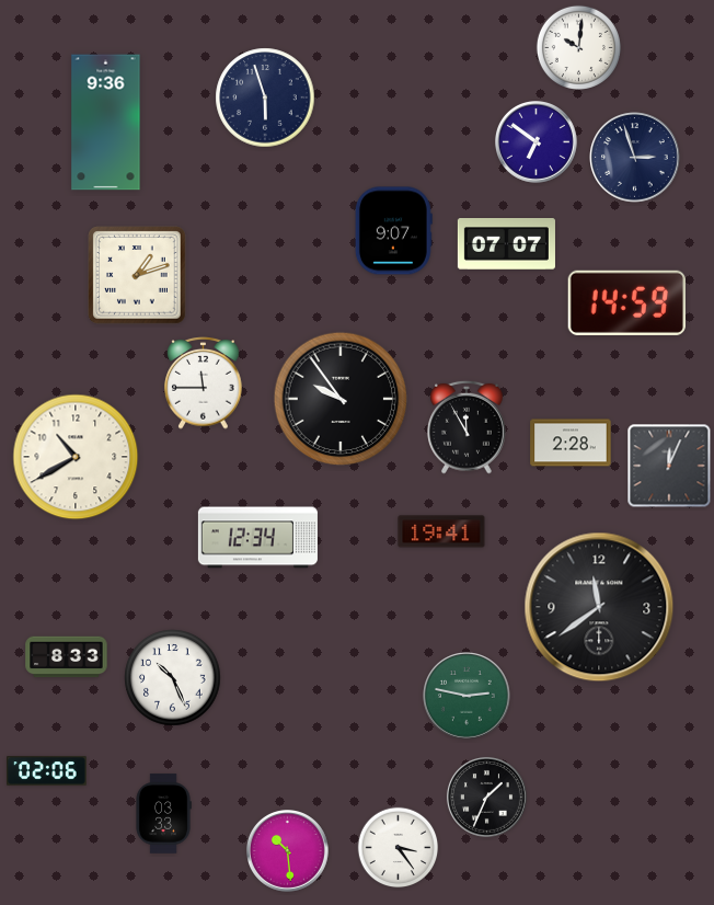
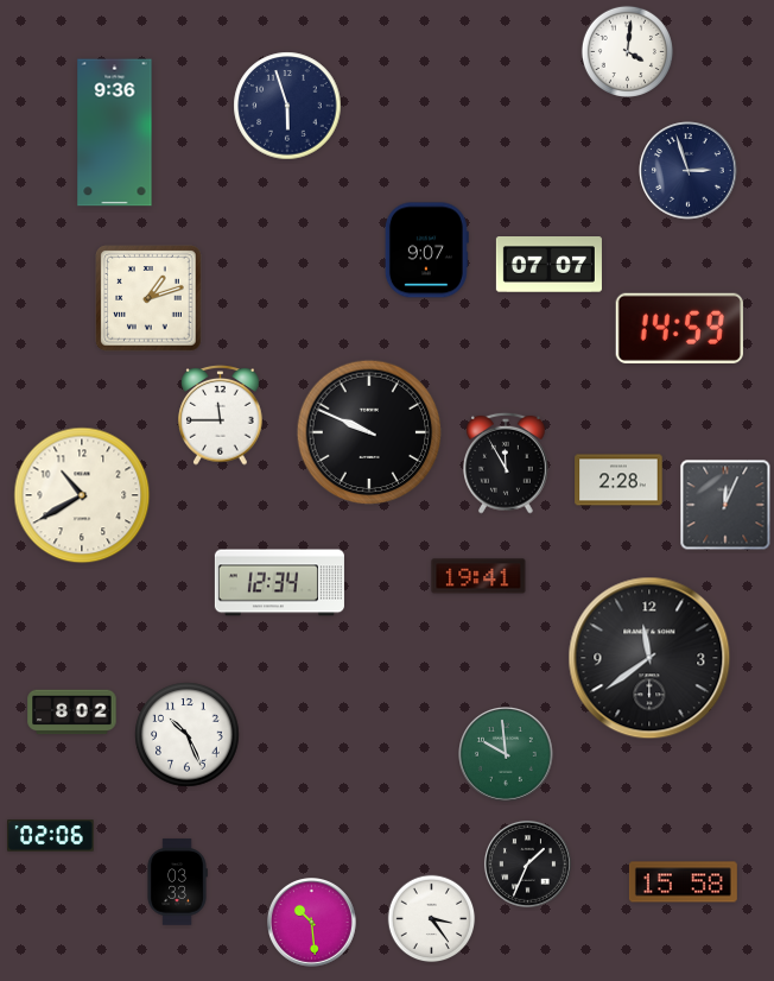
clock at (578, 47): 10:01 -> 4:01
clock at (537, 142): 6:51 -> none
clock at (341, 399): 9:54 -> 9:49
clock at (67, 657): 8:33 -> 8:02
clock at (467, 696): 2:47 -> 9:59
clock at (683, 882): none -> 15:58
